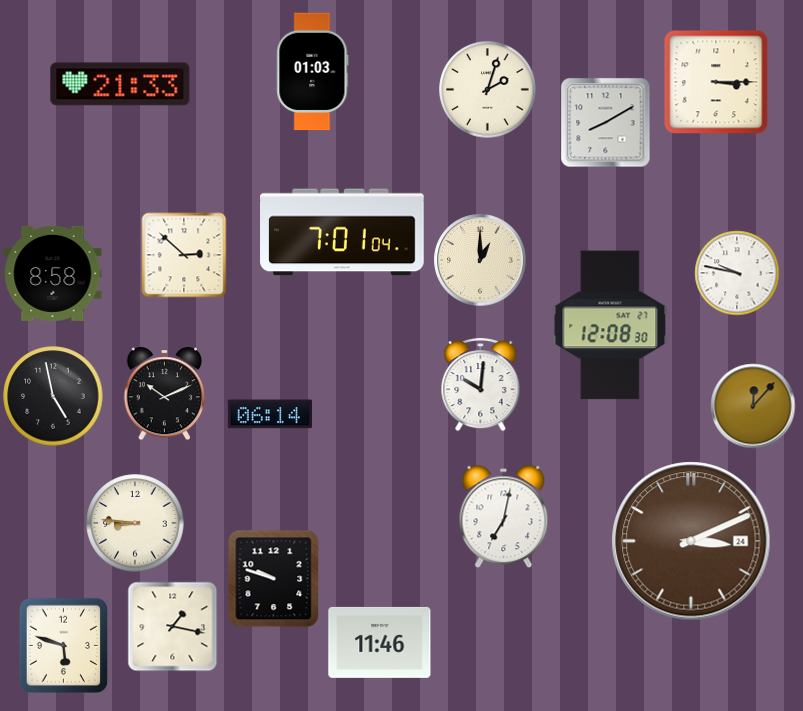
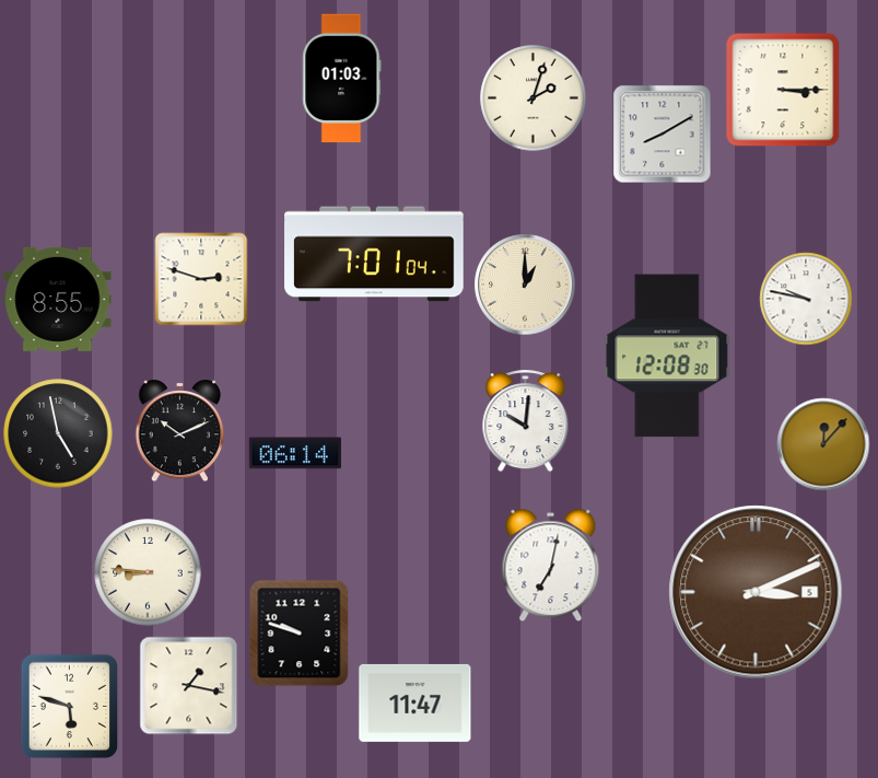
clock at (120, 84): 21:33 -> none
clock at (184, 255): 2:52 -> 2:48
clock at (53, 273): 8:58 -> 8:55
clock at (691, 541) date: 24 -> 5
clock at (380, 642): 11:46 -> 11:47
